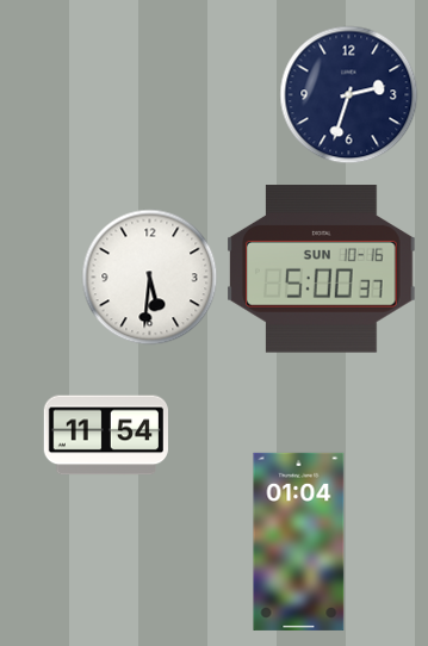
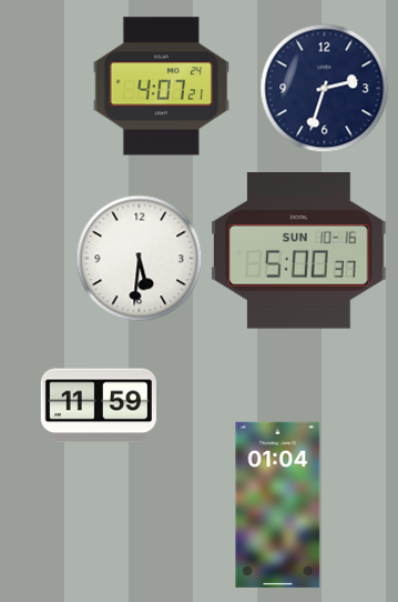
clock at (162, 87): none -> 4:07
clock at (106, 435): 11:54 -> 11:59
